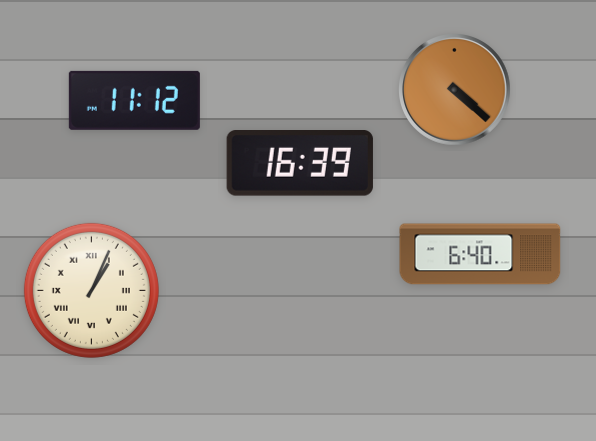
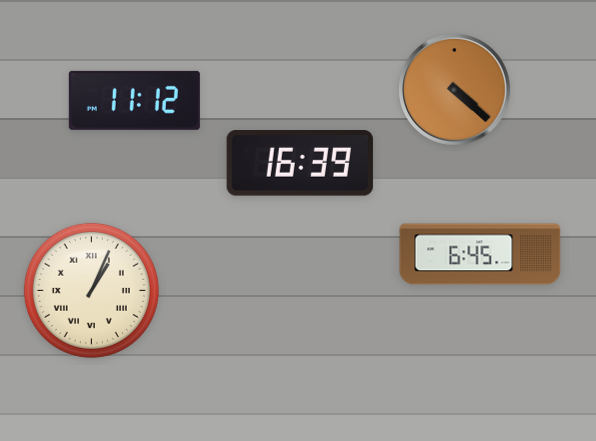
clock at (480, 254): 6:40 -> 6:45
